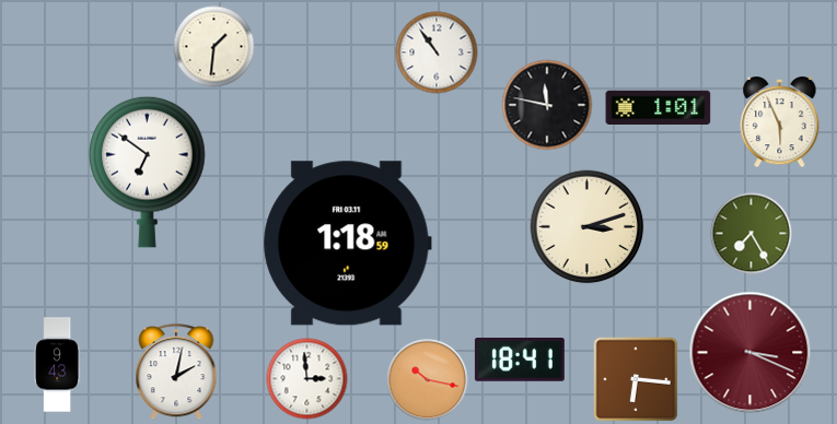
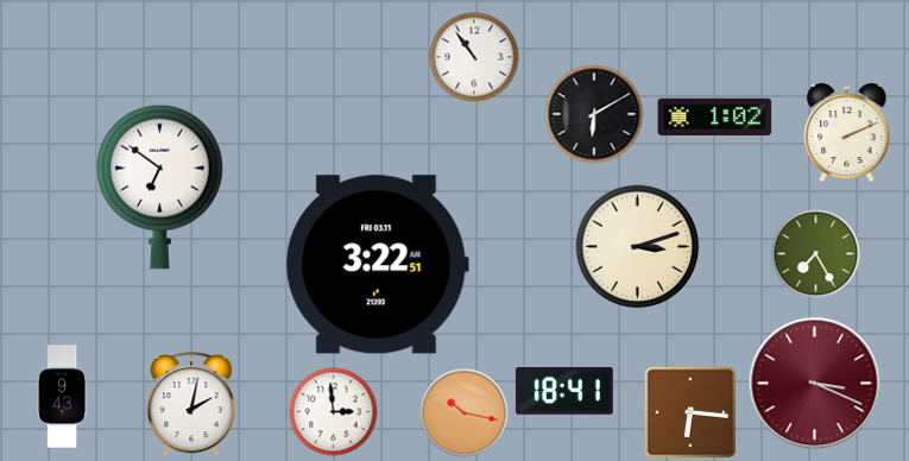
clock at (214, 47): 1:31 -> none
clock at (547, 105): 11:47 -> 6:10
clock at (659, 107): 1:01 -> 1:02
clock at (780, 122): 5:56 -> 2:11
clock at (347, 244): 1:18 -> 3:22
